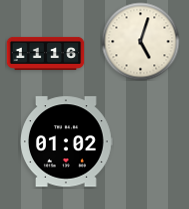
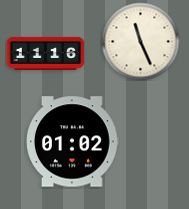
clock at (140, 41): 5:03 -> 11:26
clock at (67, 142) position: (67, 142) -> (73, 142)
